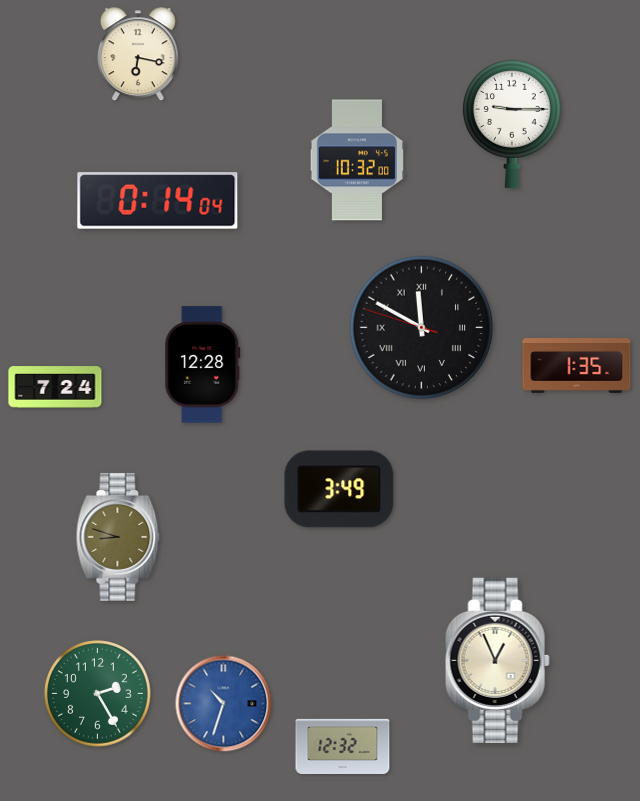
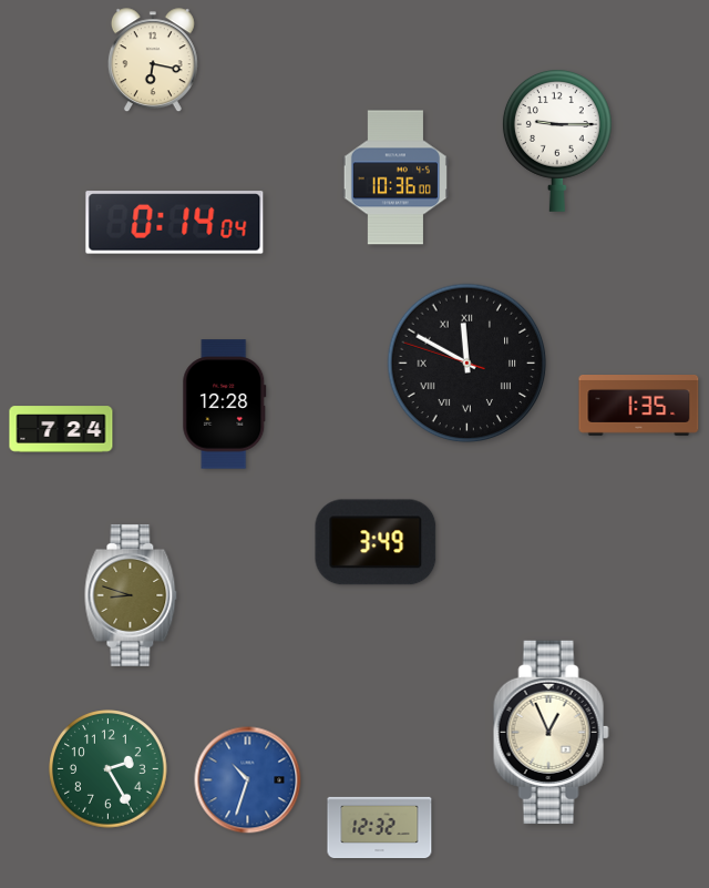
clock at (512, 124) position: (512, 124) -> (557, 141)
clock at (357, 160): 10:32 -> 10:36
